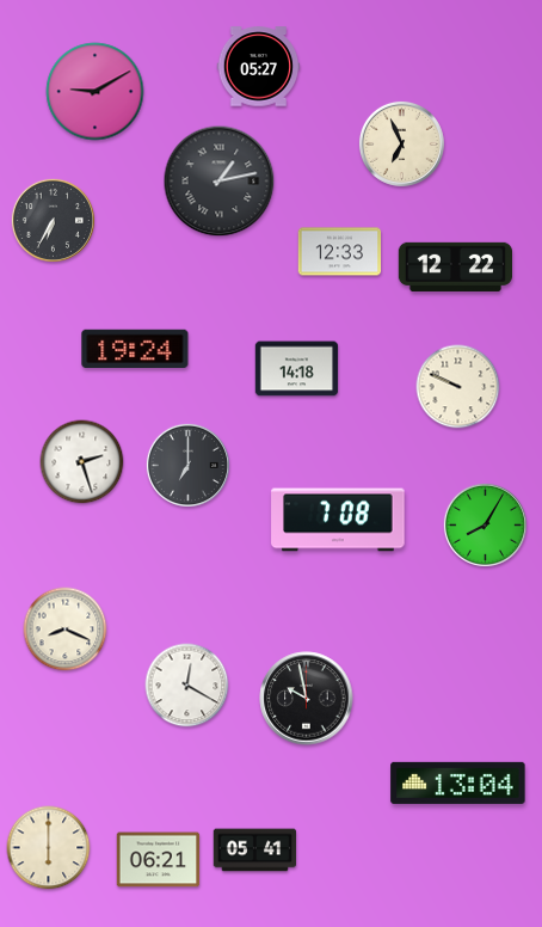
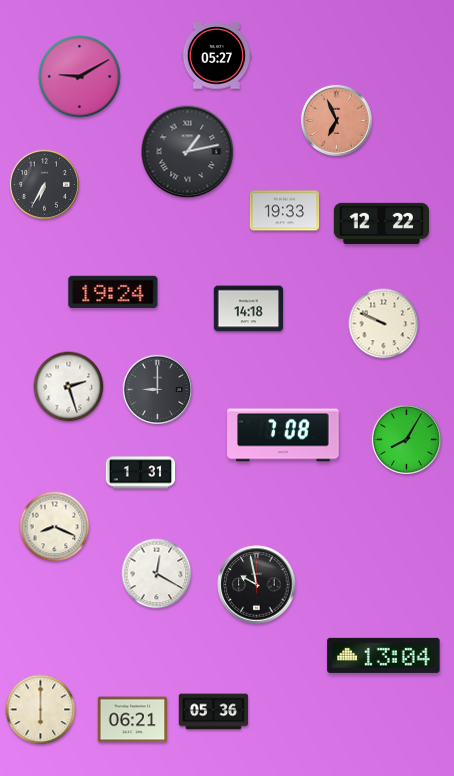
clock at (401, 143) dial: cream -> salmon
clock at (220, 182) position: (220, 182) -> (188, 152)
clock at (340, 252): 12:33 -> 19:33
clock at (187, 465): 7:00 -> 9:00
clock at (141, 473): none -> 1:31
clock at (255, 851): 05:41 -> 05:36
